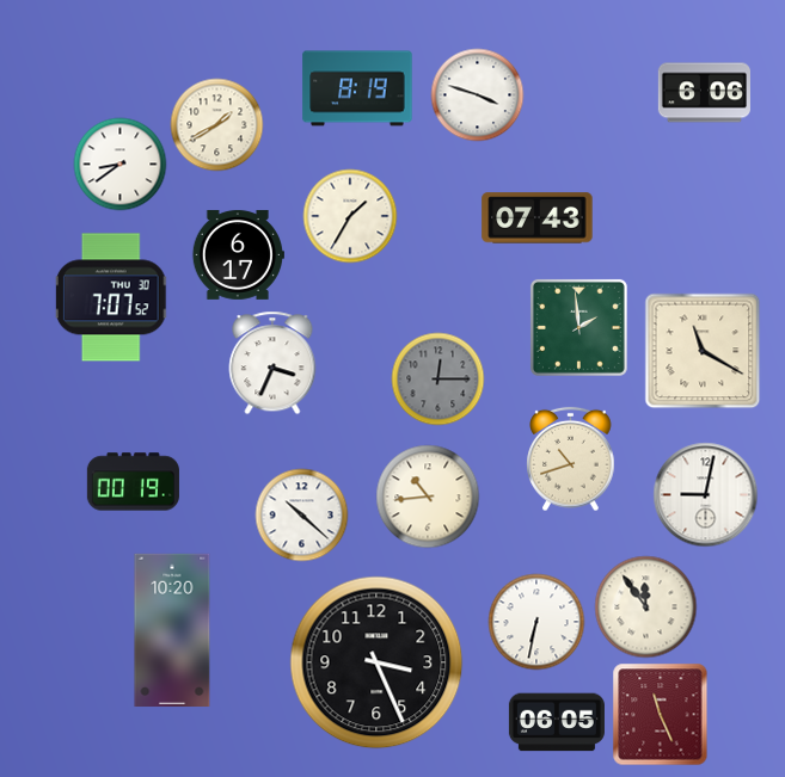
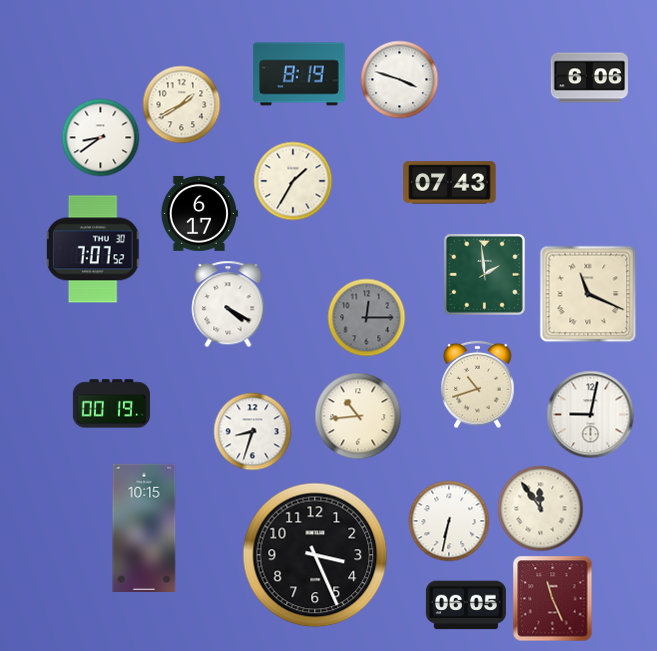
clock at (703, 351): 11:20 -> 11:19
clock at (272, 363): 3:34 -> 4:20
clock at (301, 514): 10:22 -> 8:33
clock at (172, 630): 10:20 -> 10:15
